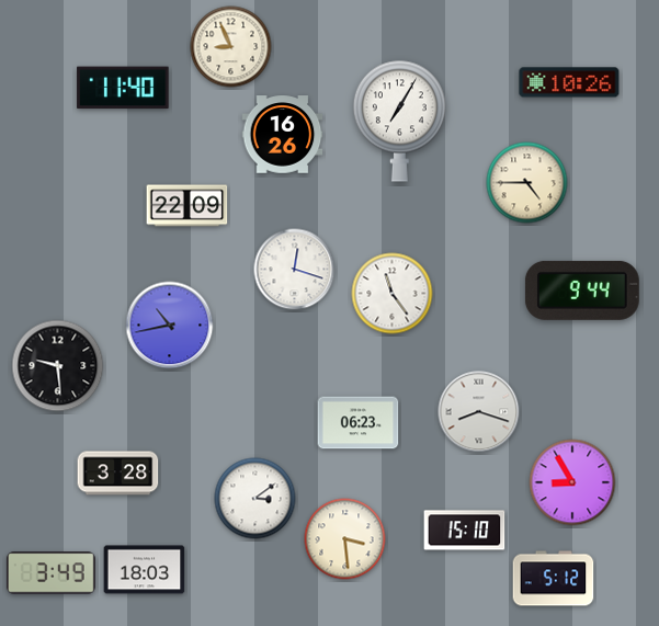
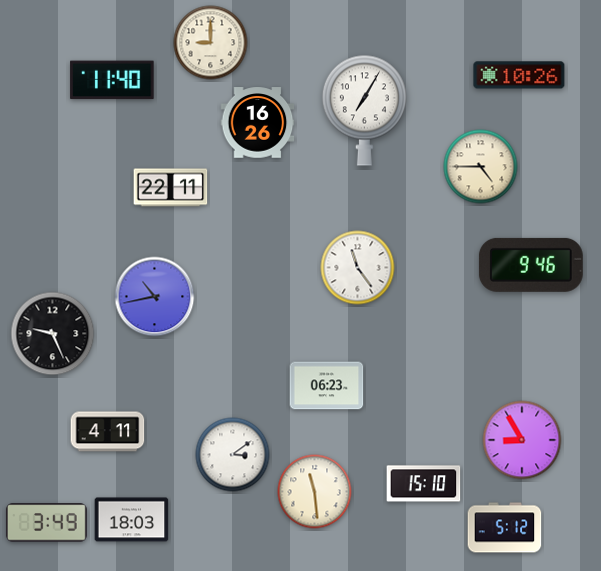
clock at (231, 47): 8:56 -> 9:00
clock at (188, 206): 22:09 -> 22:11
clock at (295, 270): 12:18 -> none
clock at (582, 291): 9:44 -> 9:46
clock at (58, 366): 9:29 -> 9:26
clock at (479, 412): 8:18 -> none
clock at (118, 474): 3:28 -> 4:11
clock at (345, 539): 3:29 -> 11:29
